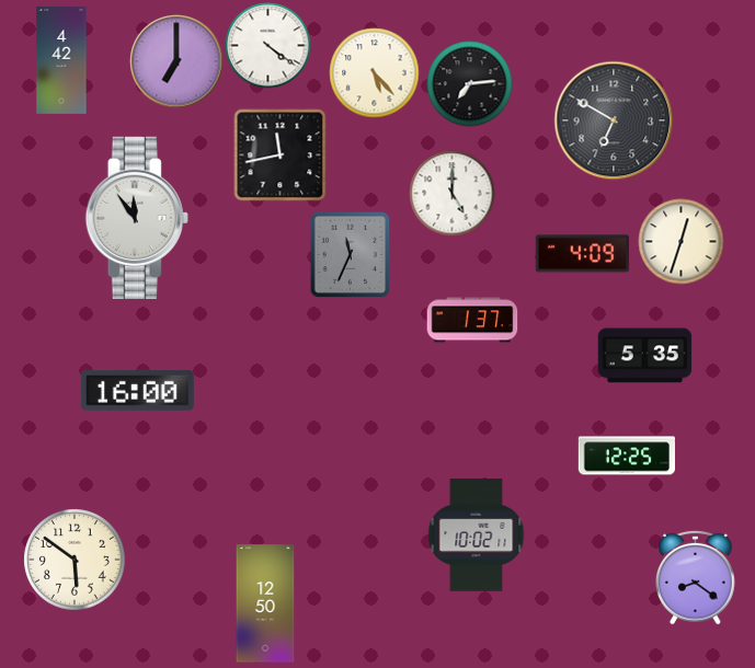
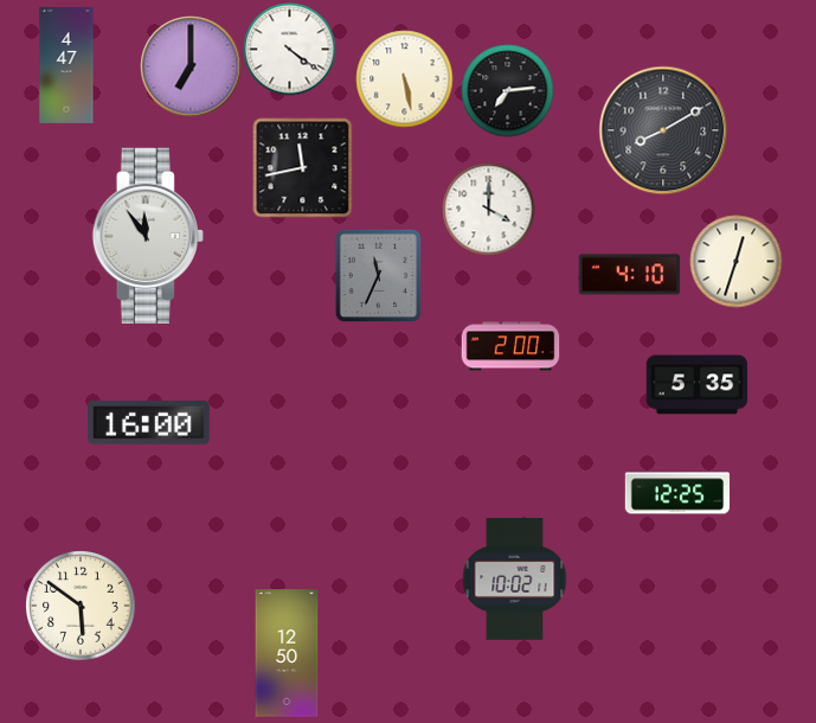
clock at (61, 60): 4:42 -> 4:47
clock at (374, 72): 5:23 -> 5:28
clock at (614, 120): 6:50 -> 8:10
clock at (451, 193): 5:00 -> 4:00
clock at (582, 254): 4:09 -> 4:10
clock at (472, 320): 1:37 -> 2:00
clock at (696, 577): 8:21 -> none
